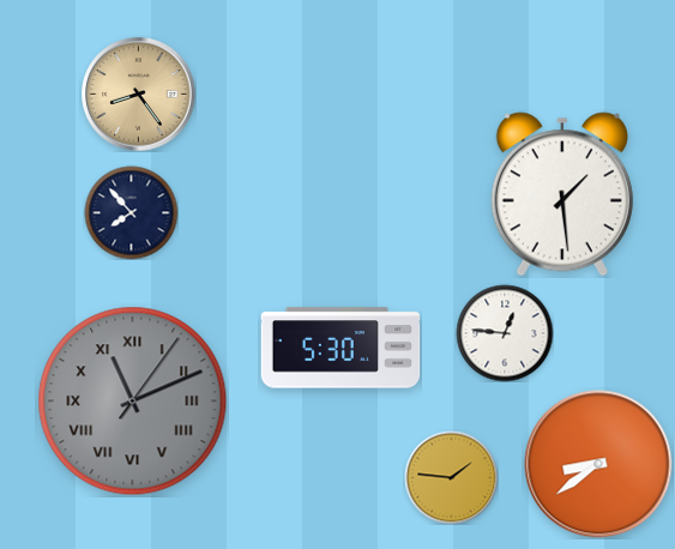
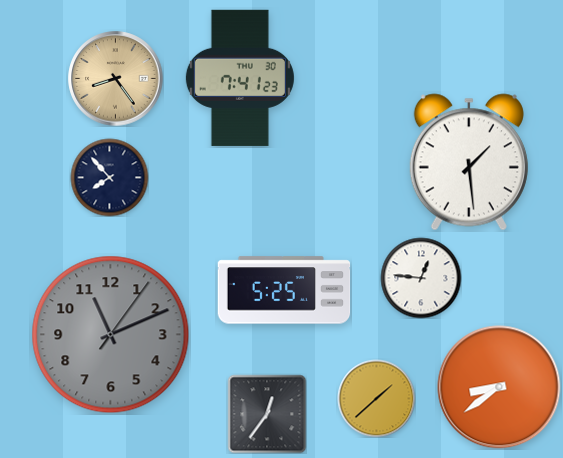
clock at (240, 78): none -> 7:41
clock at (340, 348): 5:30 -> 5:25
clock at (133, 402) numerals: Roman -> Arabic
clock at (451, 477): 1:46 -> 1:38
clock at (267, 414): none -> 12:36
